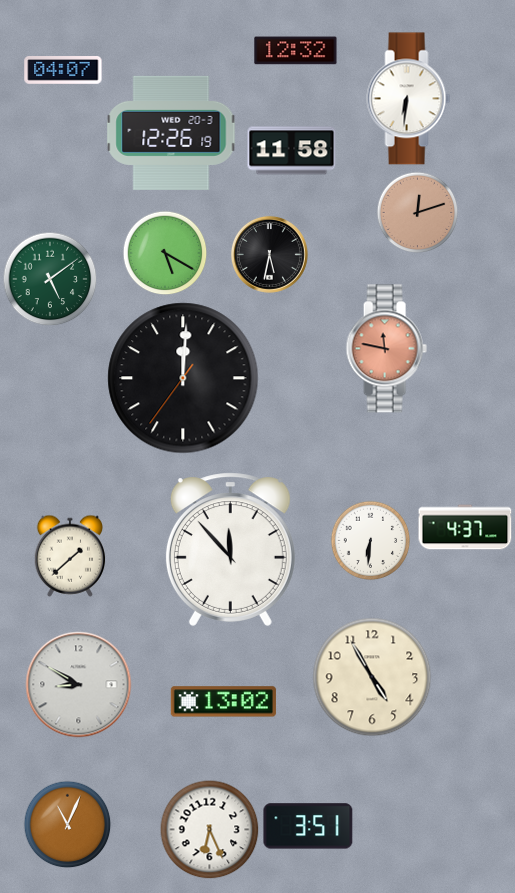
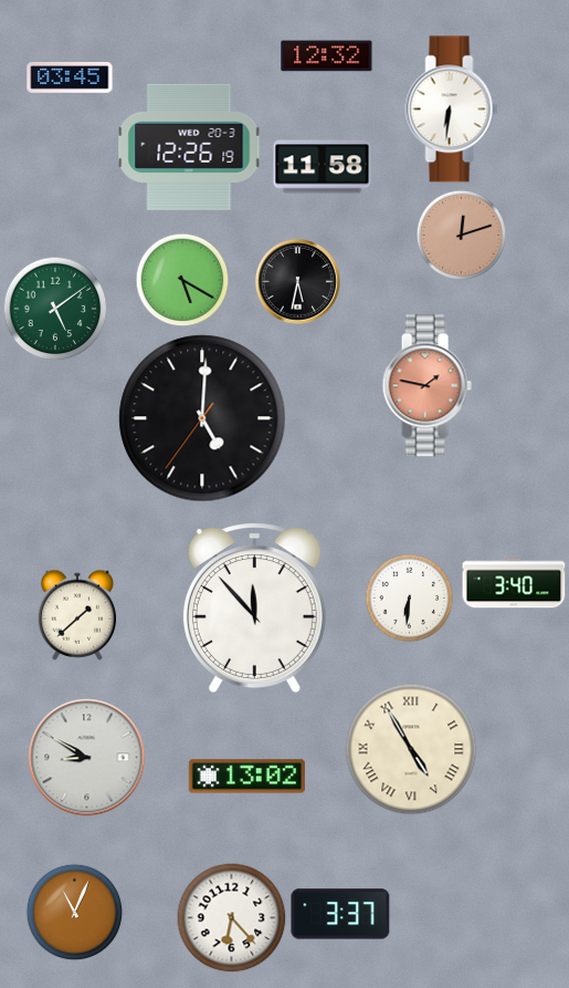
clock at (63, 71): 04:07 -> 03:45
clock at (386, 349): 11:47 -> 1:47
clock at (183, 378): 12:00 -> 5:00
clock at (465, 527): 4:37 -> 3:40
clock at (372, 677) numerals: Arabic -> Roman
clock at (308, 826): 3:51 -> 3:37
clock at (210, 830): 6:26 -> 6:23
